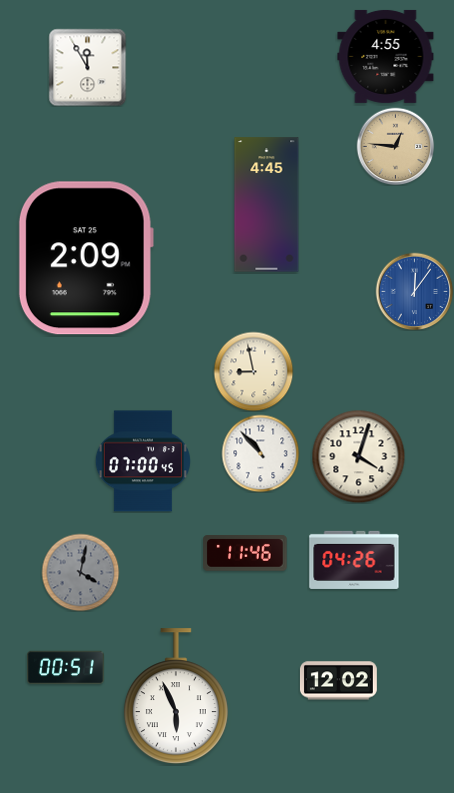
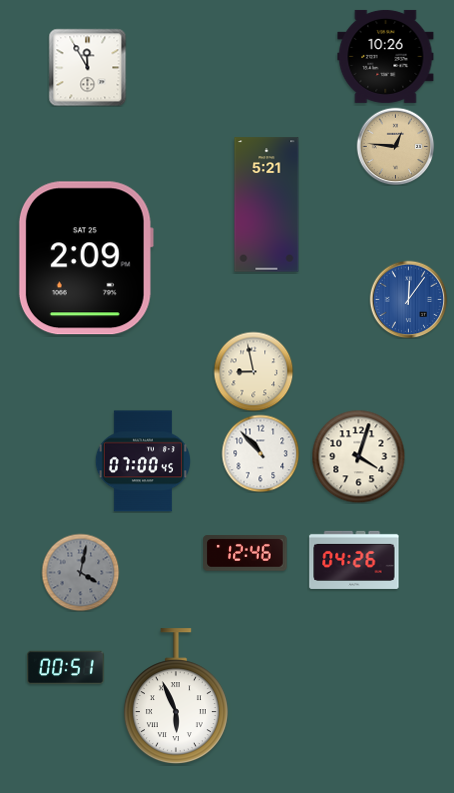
clock at (386, 56): 4:55 -> 10:26
clock at (267, 205): 4:45 -> 5:21
clock at (414, 291) position: (414, 291) -> (408, 299)
clock at (245, 553): 11:46 -> 12:46
clock at (338, 681): 12:02 -> none
